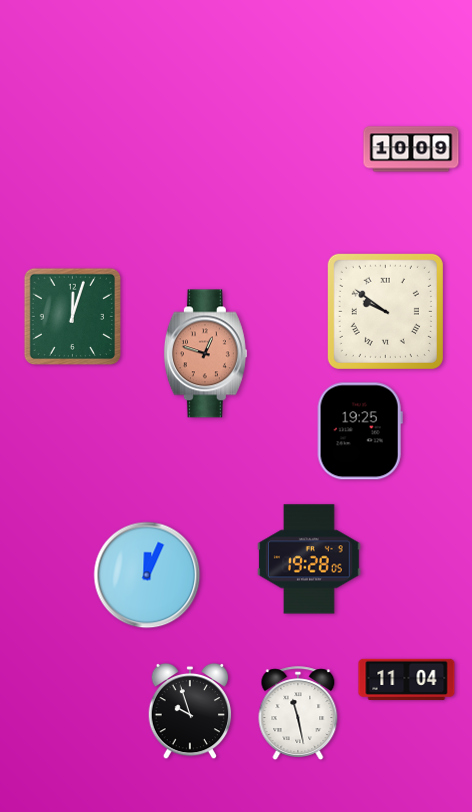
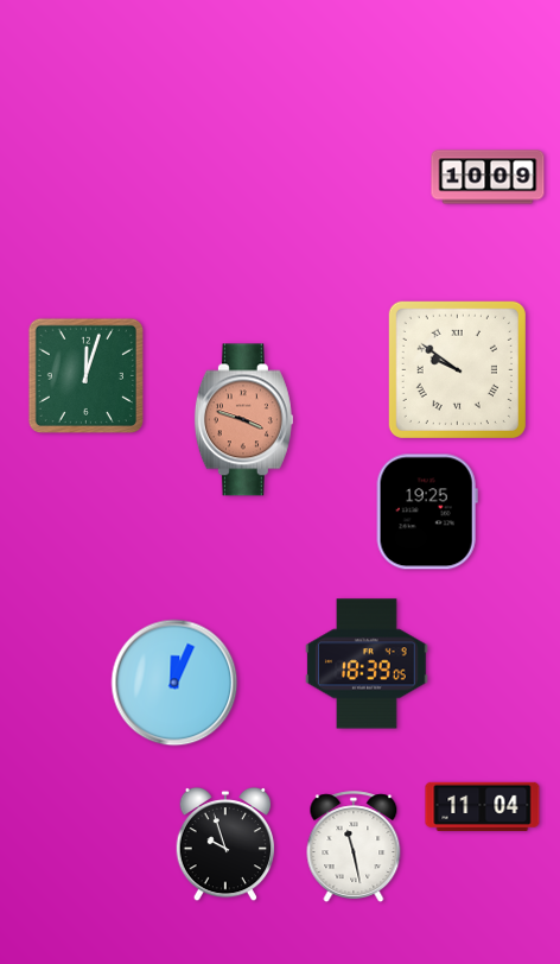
clock at (205, 354): 12:48 -> 3:48
clock at (309, 559): 19:28 -> 18:39
